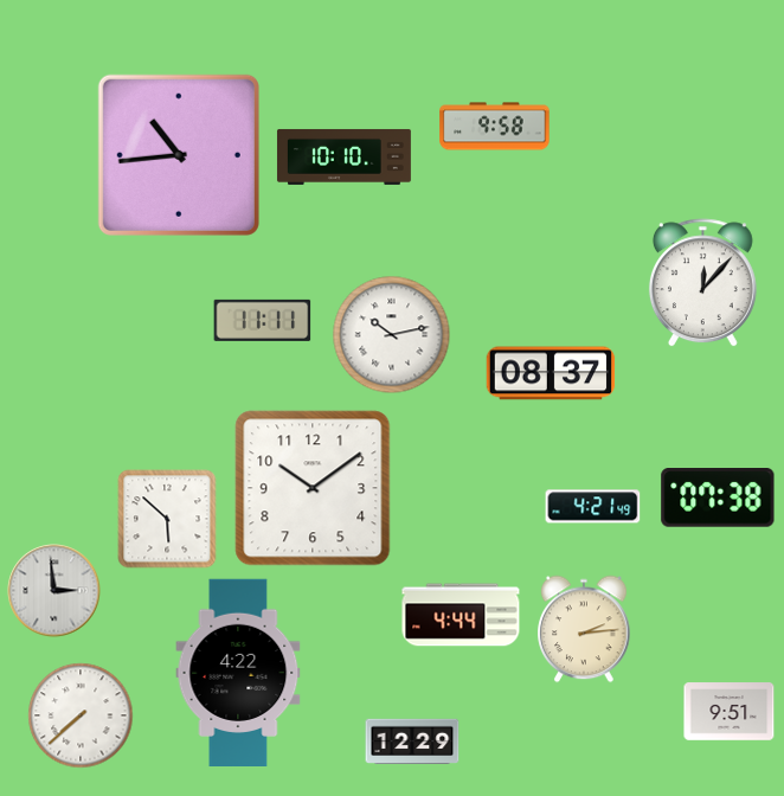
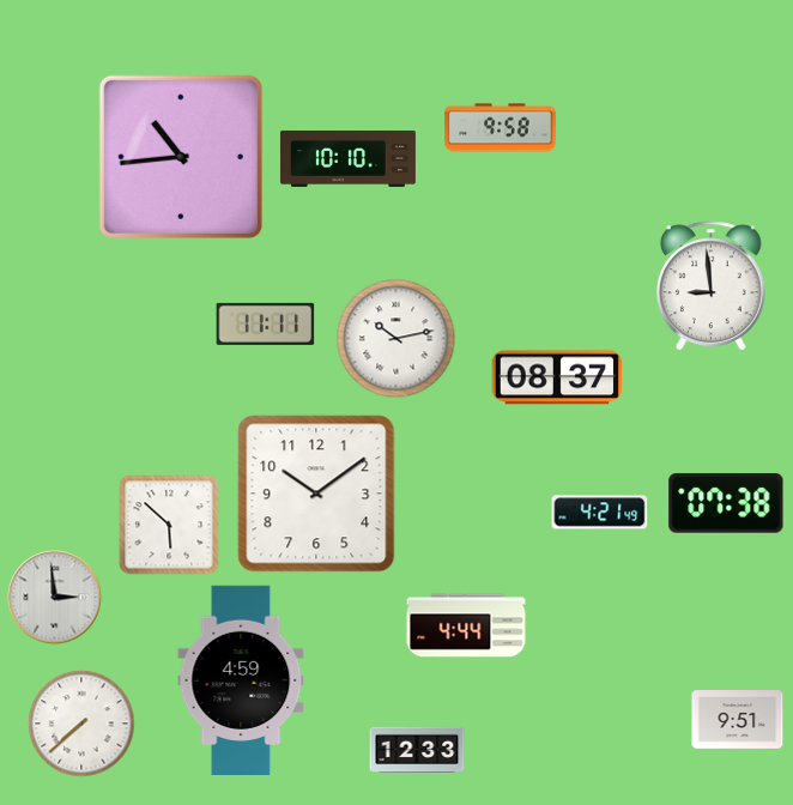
clock at (702, 283): 12:07 -> 8:59
clock at (461, 615) position: (461, 615) -> (466, 625)
clock at (584, 629): 2:14 -> none
clock at (238, 672): 4:22 -> 4:59
clock at (412, 742): 12:29 -> 12:33
